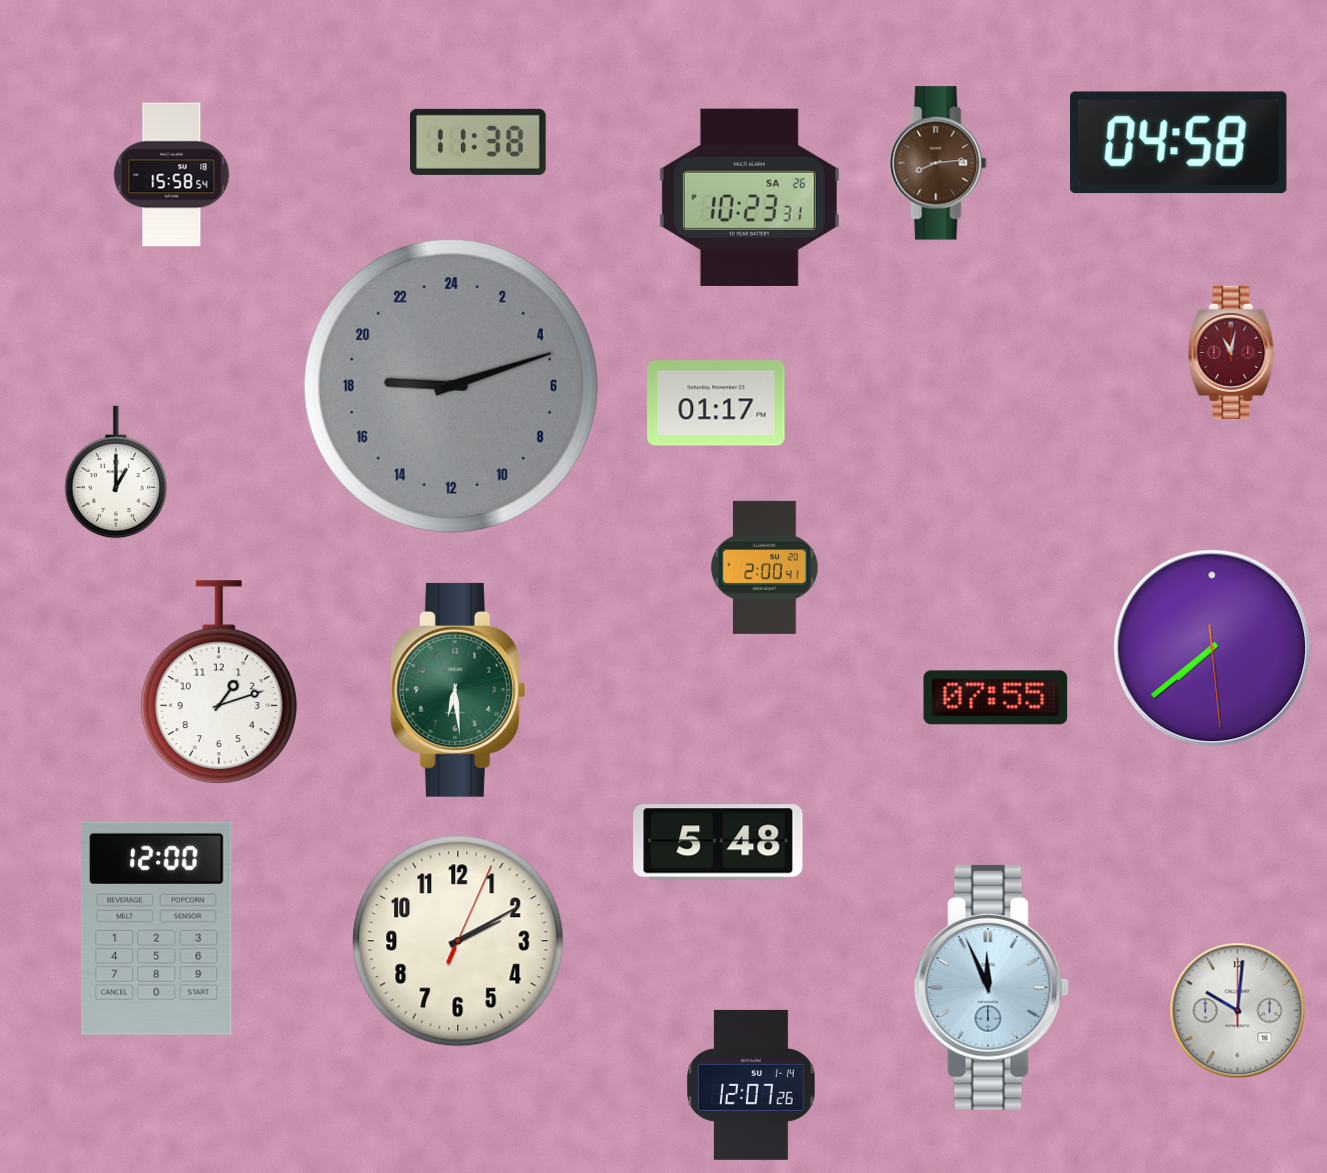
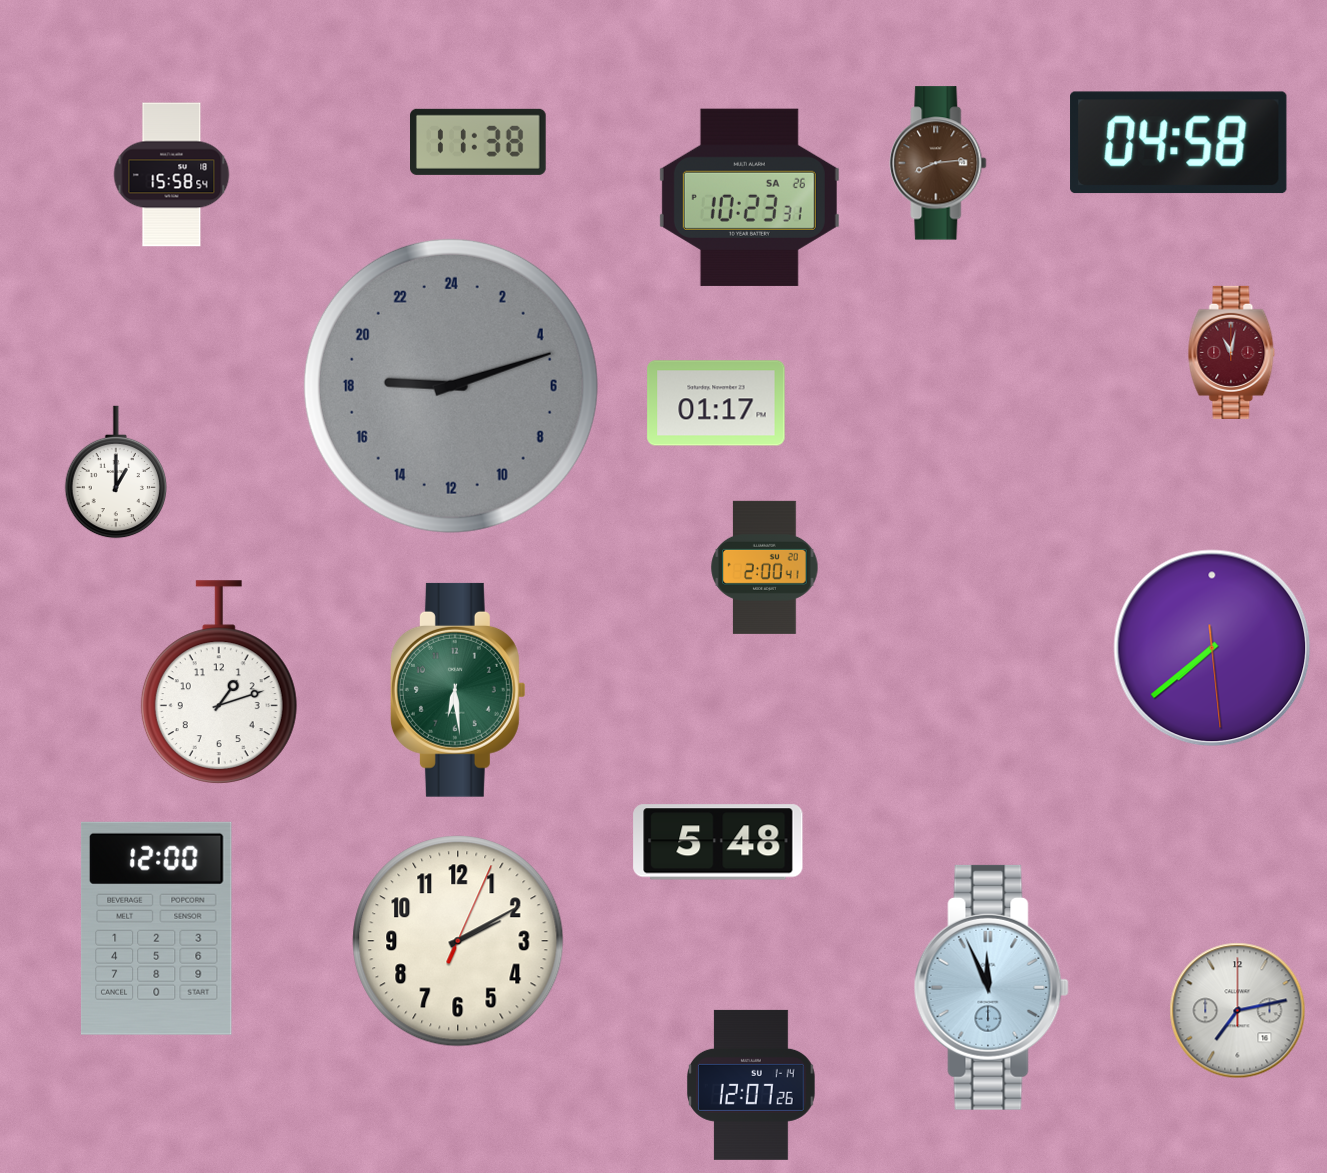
clock at (996, 698): 07:55 -> none
clock at (1238, 1011): 10:01 -> 7:13
